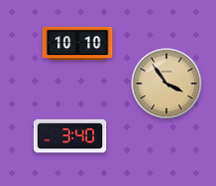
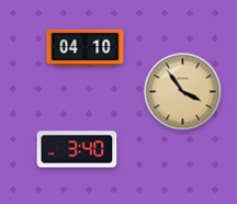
clock at (78, 43): 10:10 -> 04:10
